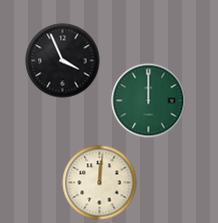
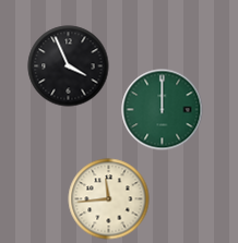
clock at (100, 183): 12:01 -> 11:44
